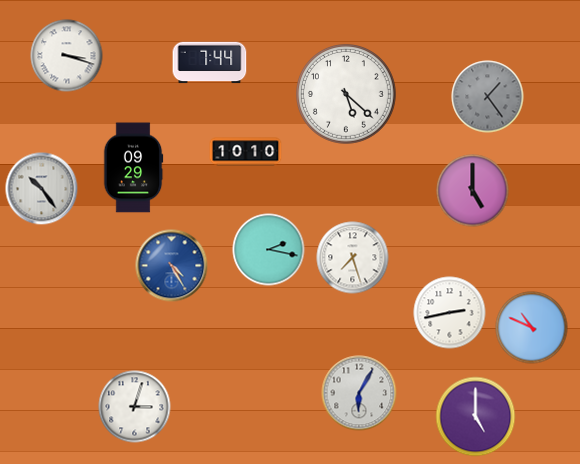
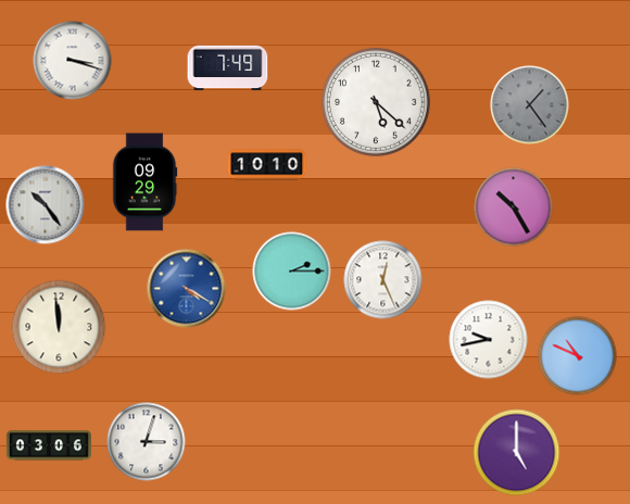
clock at (210, 63): 7:44 -> 7:49
clock at (473, 191): 5:00 -> 10:25
clock at (269, 250): 2:17 -> 2:15
clock at (353, 258): 7:27 -> 12:26
clock at (172, 266): 4:25 -> 4:20
clock at (59, 327): none -> 11:59
clock at (450, 313): 2:43 -> 9:43
clock at (359, 393): 6:05 -> none
clock at (49, 445): none -> 03:06
